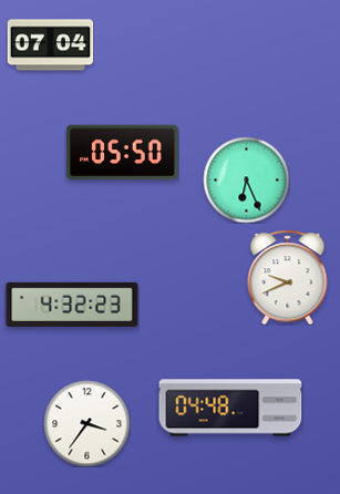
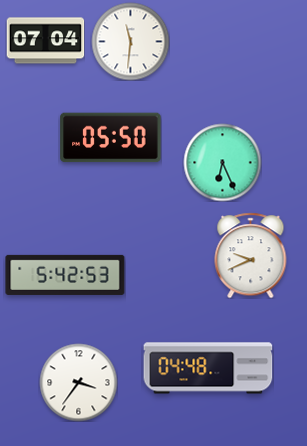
clock at (130, 41): none -> 11:31
clock at (288, 277) position: (288, 277) -> (251, 255)
clock at (72, 305): 4:32 -> 5:42
